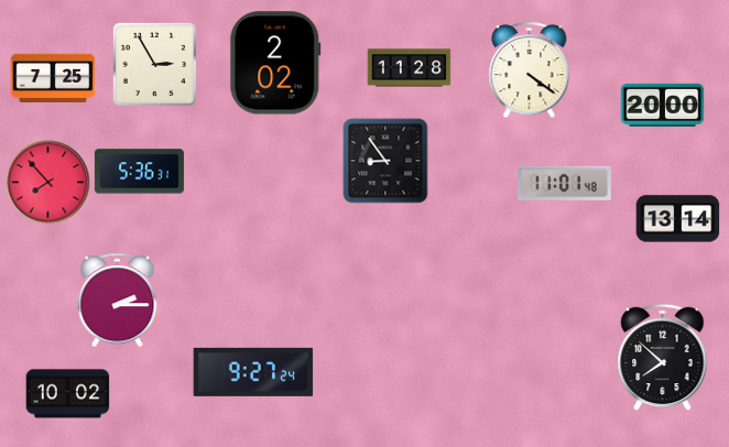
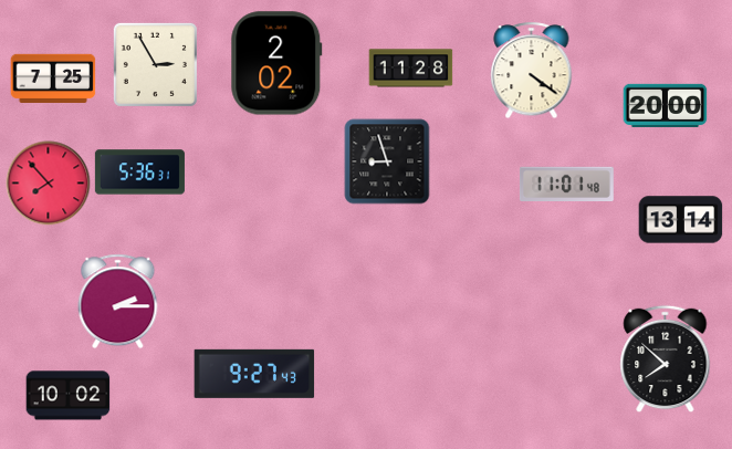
clock at (385, 161): 8:54 -> 8:57
clock at (253, 372): 9:27:24 -> 9:27:43
